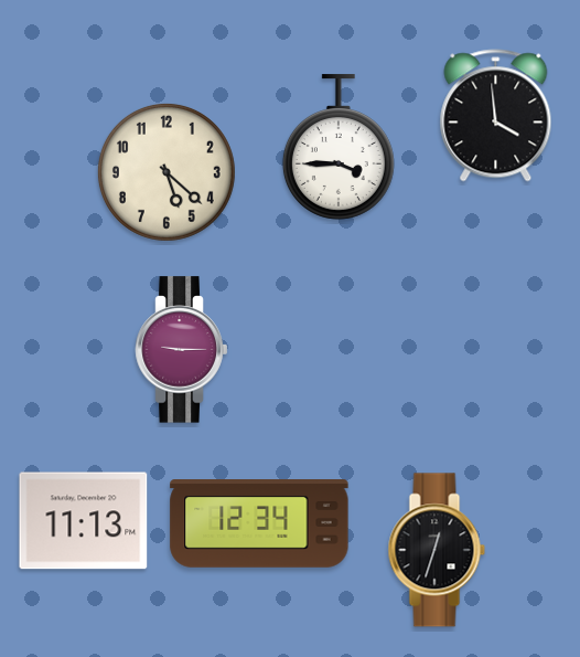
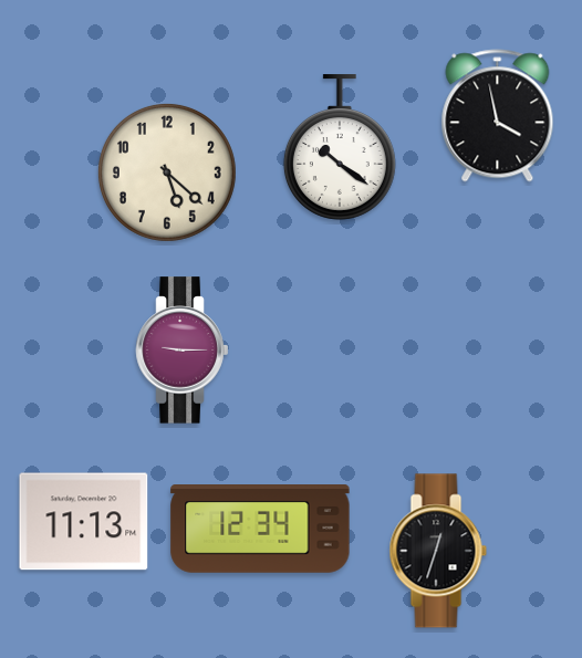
clock at (496, 116): 3:59 -> 3:58
clock at (339, 147): 3:45 -> 10:21
clock at (259, 524) position: (259, 524) -> (260, 530)
